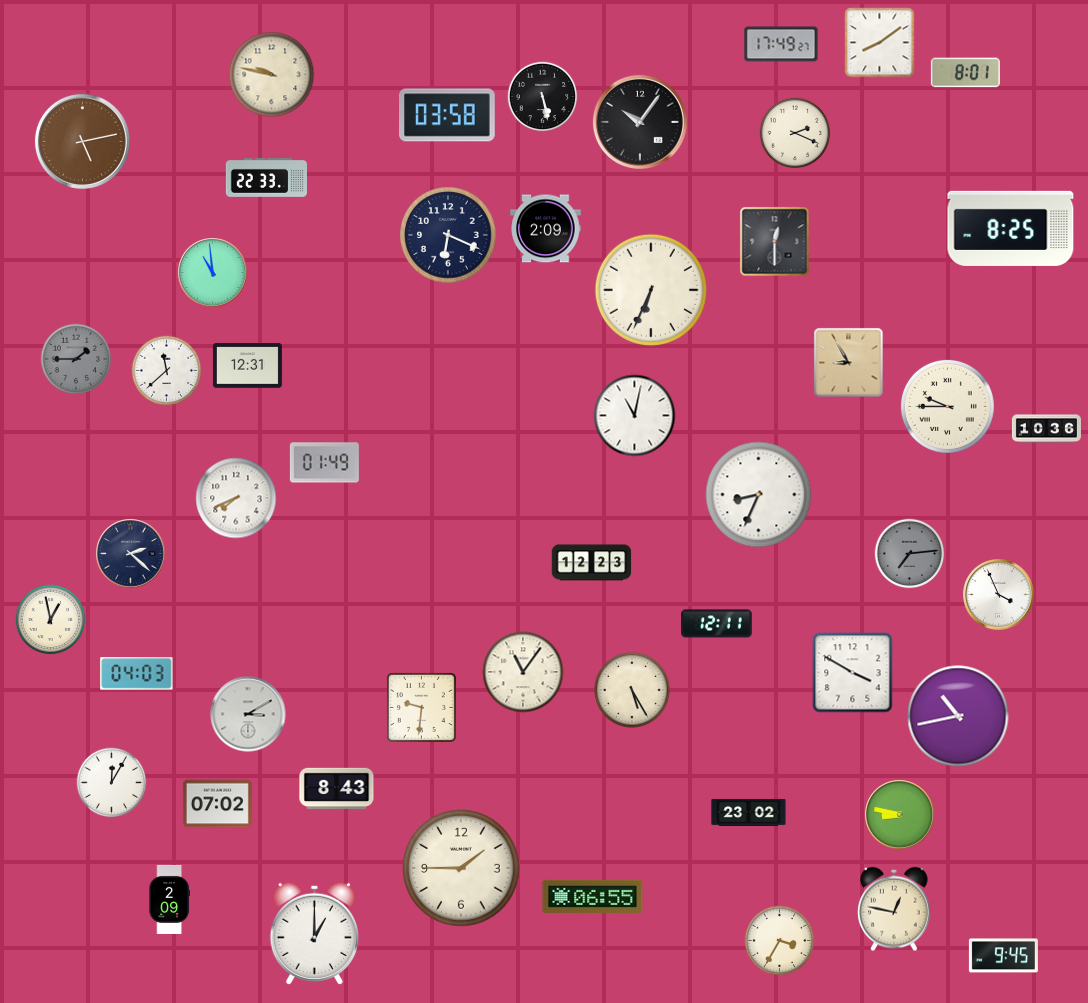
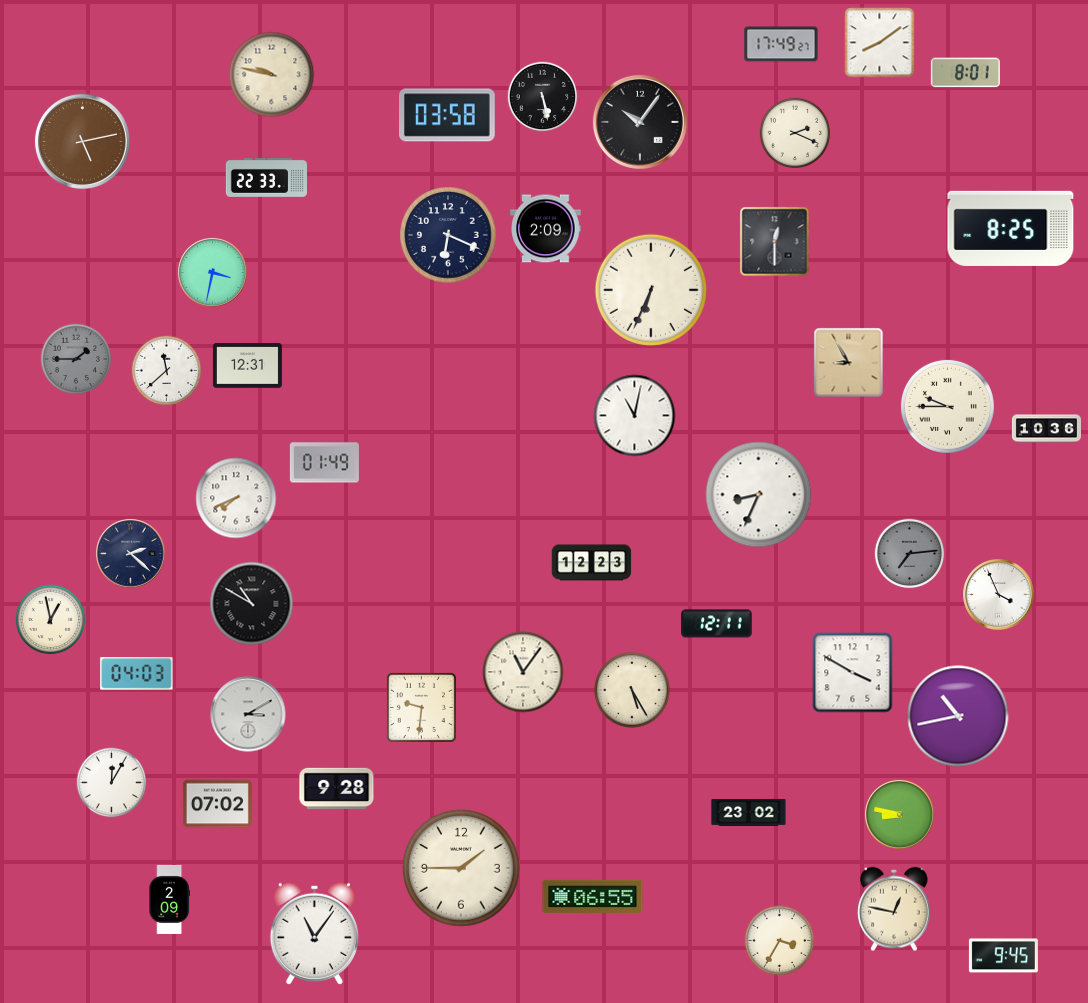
clock at (213, 273): 10:59 -> 3:32
clock at (252, 604): none -> 10:50
clock at (337, 789): 8:43 -> 9:28
clock at (314, 933): 1:00 -> 11:06
